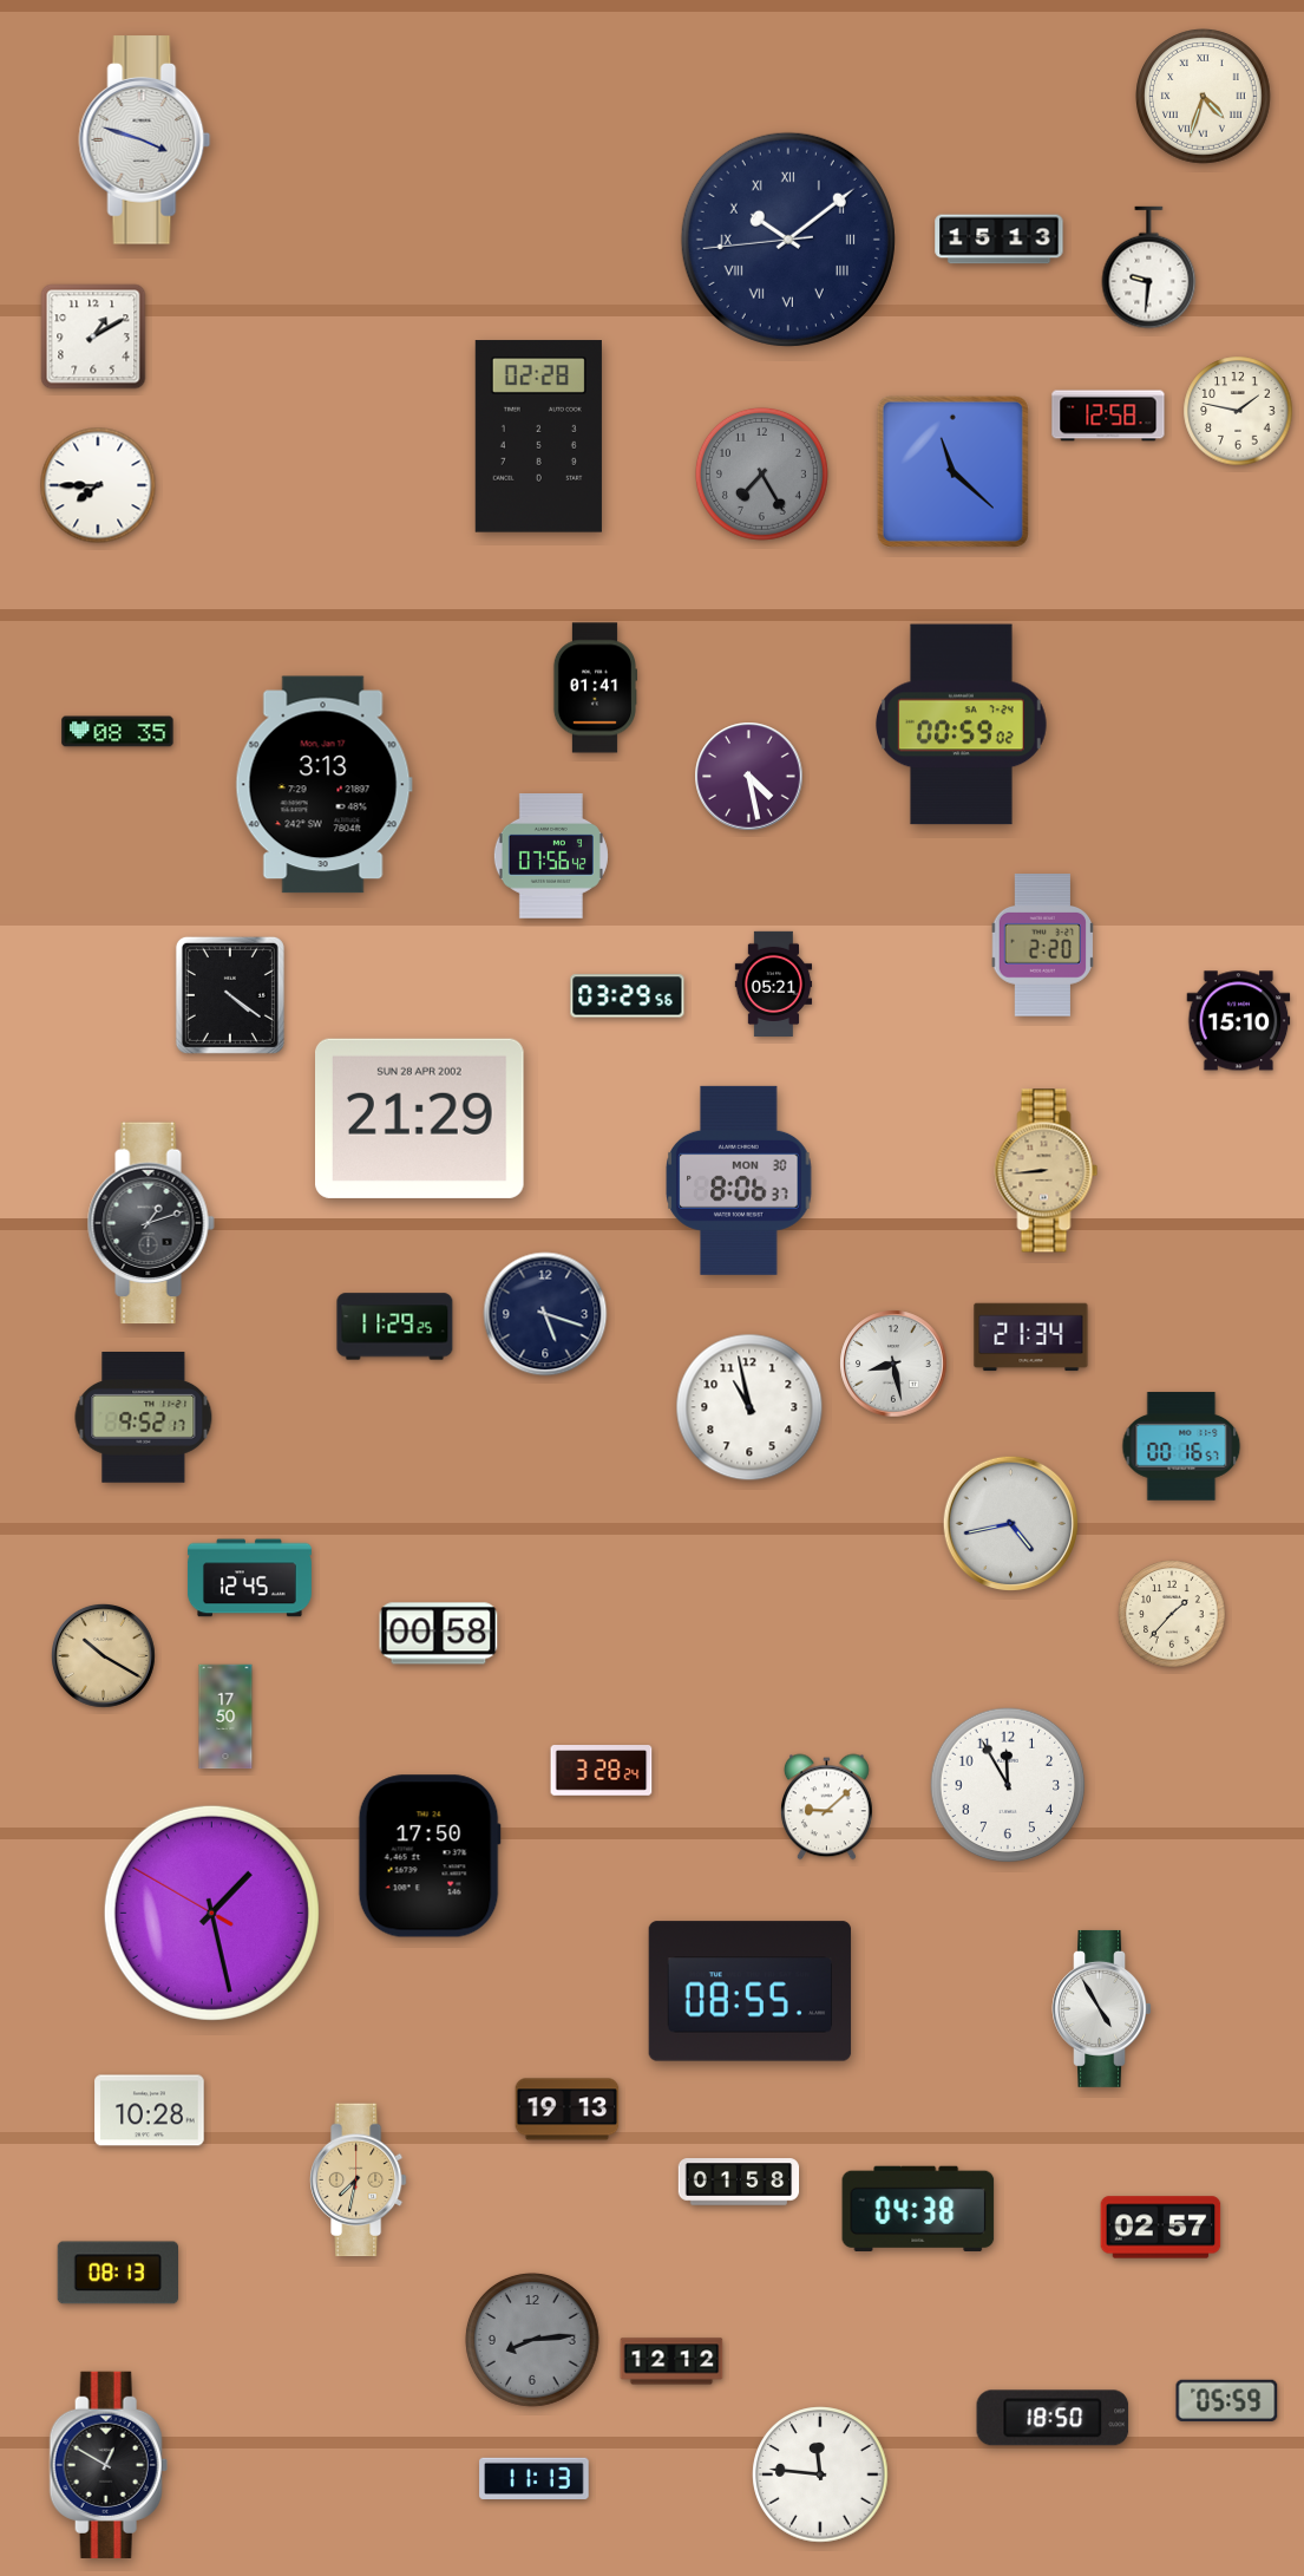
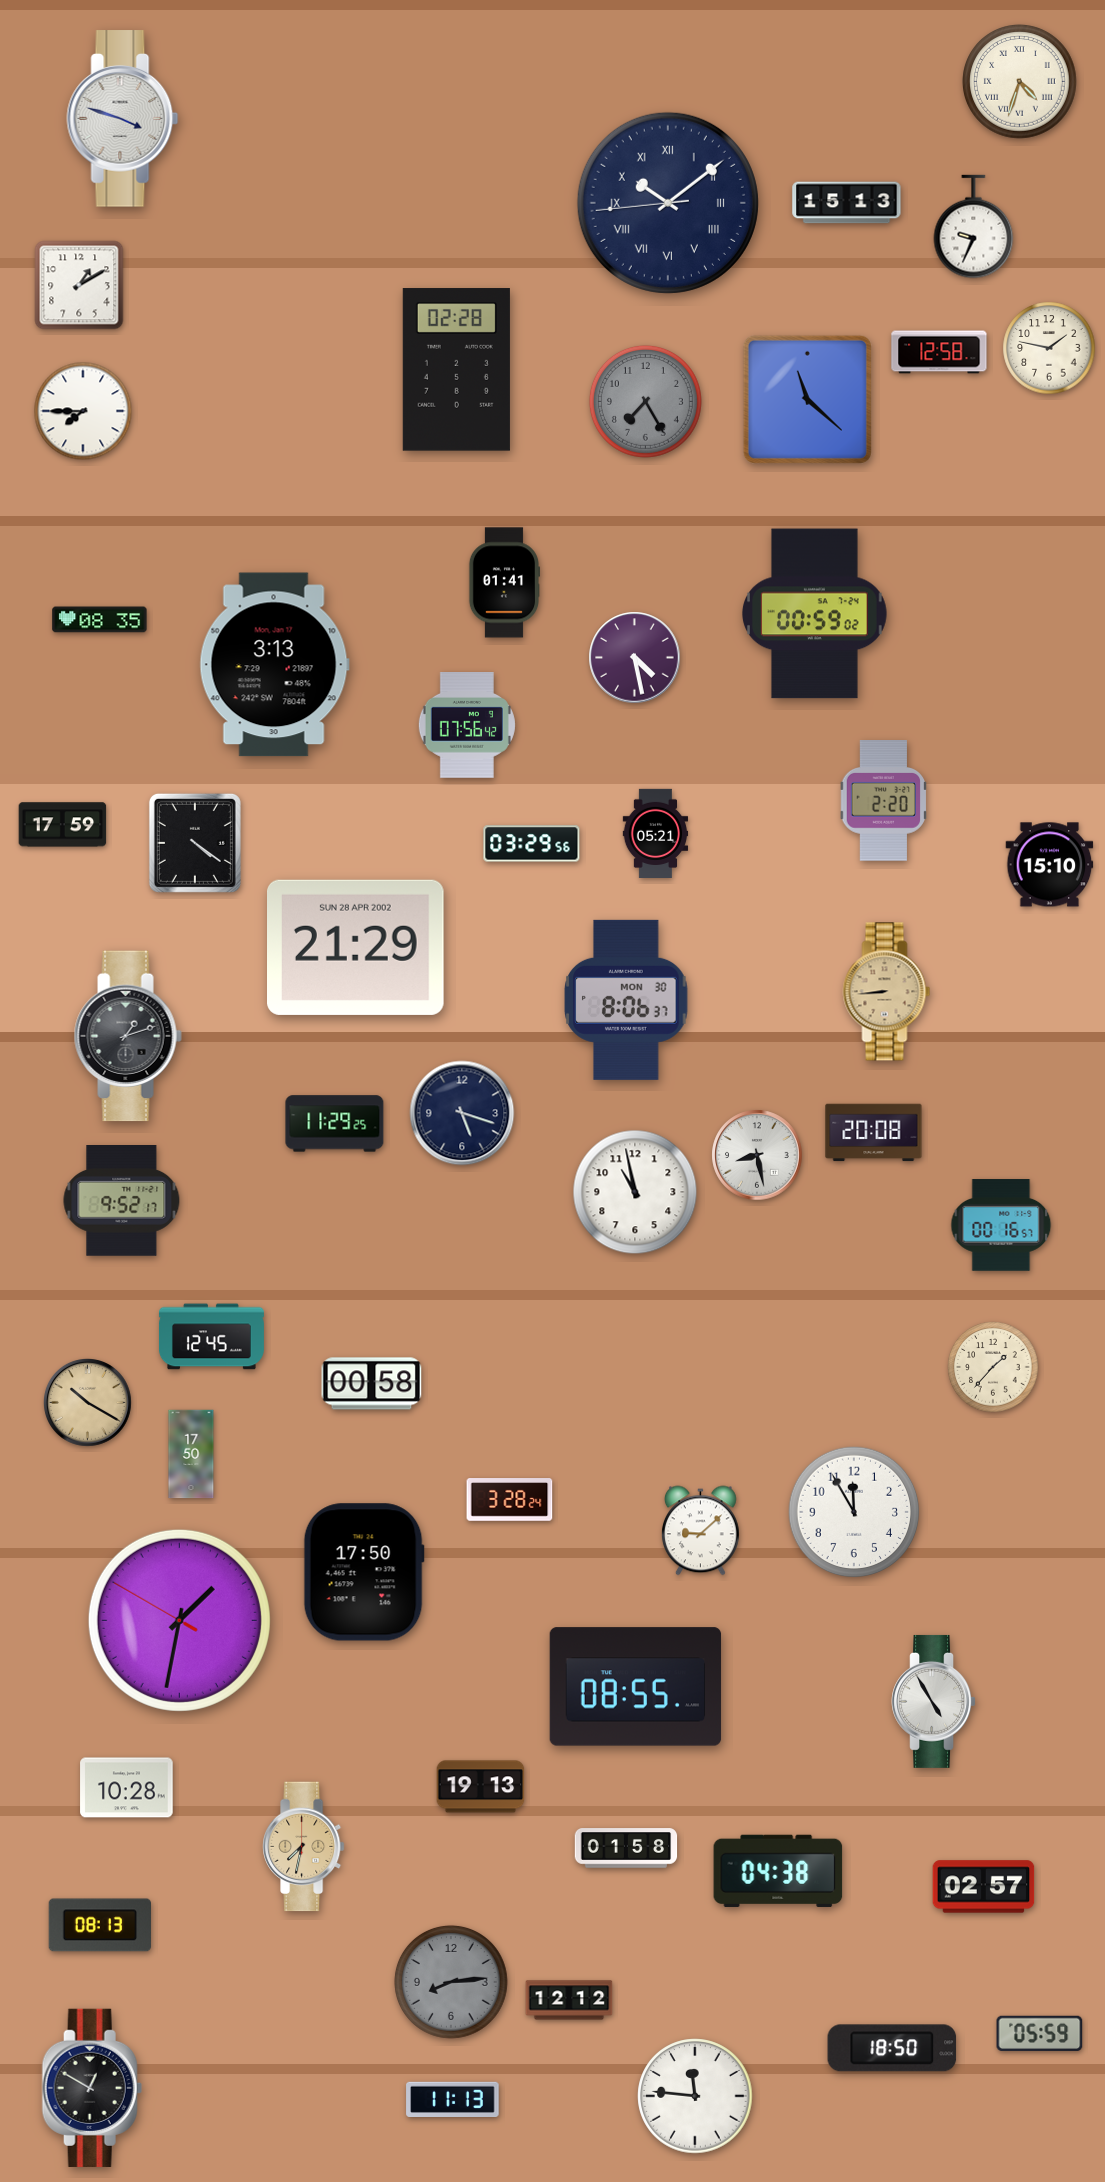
clock at (1149, 268): 9:31 -> 9:34
clock at (63, 825): none -> 17:59
clock at (1031, 1338): 21:34 -> 20:08
clock at (1010, 1523): 4:43 -> none
clock at (211, 1913): 1:27 -> 1:31
